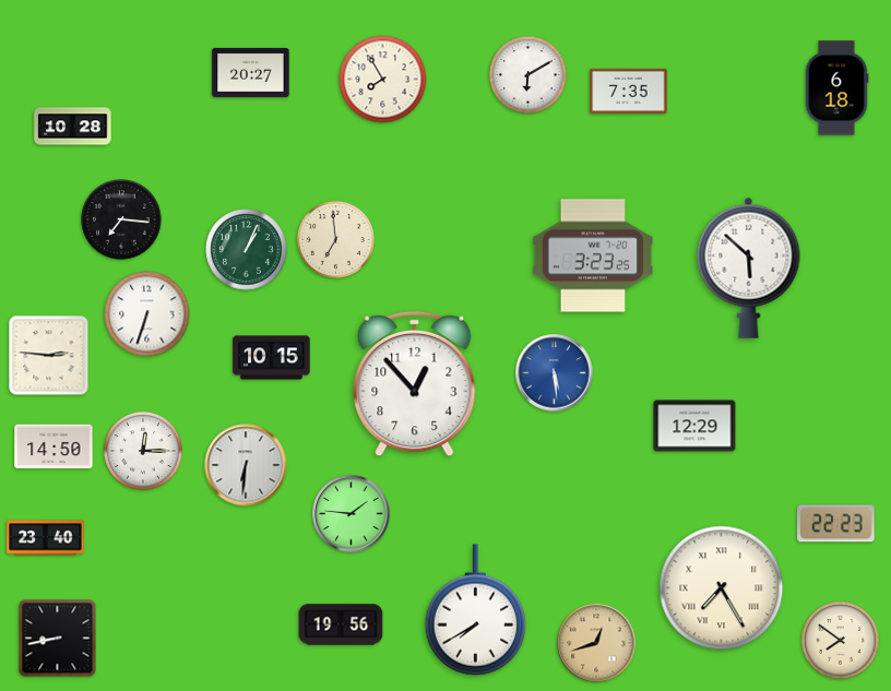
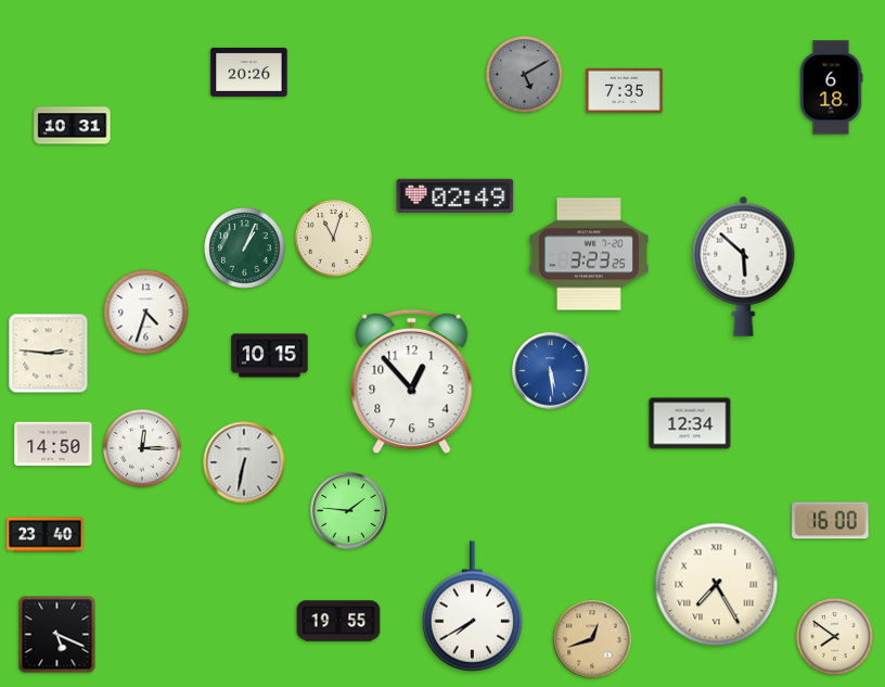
clock at (251, 72): 20:27 -> 20:26
clock at (527, 74): 6:10 -> 5:10
clock at (527, 74) dial: white -> grey
clock at (383, 80): 7:55 -> none
clock at (73, 127): 10:28 -> 10:31
clock at (456, 195): none -> 02:49
clock at (121, 219): 7:16 -> none
clock at (335, 239): 6:59 -> 11:03
clock at (147, 314): 6:33 -> 4:33
clock at (694, 426): 12:29 -> 12:34
clock at (246, 465): 6:31 -> 6:32
clock at (836, 524): 22:23 -> 16:00
clock at (341, 624): 19:56 -> 19:55
clock at (58, 639): 8:43 -> 5:19
